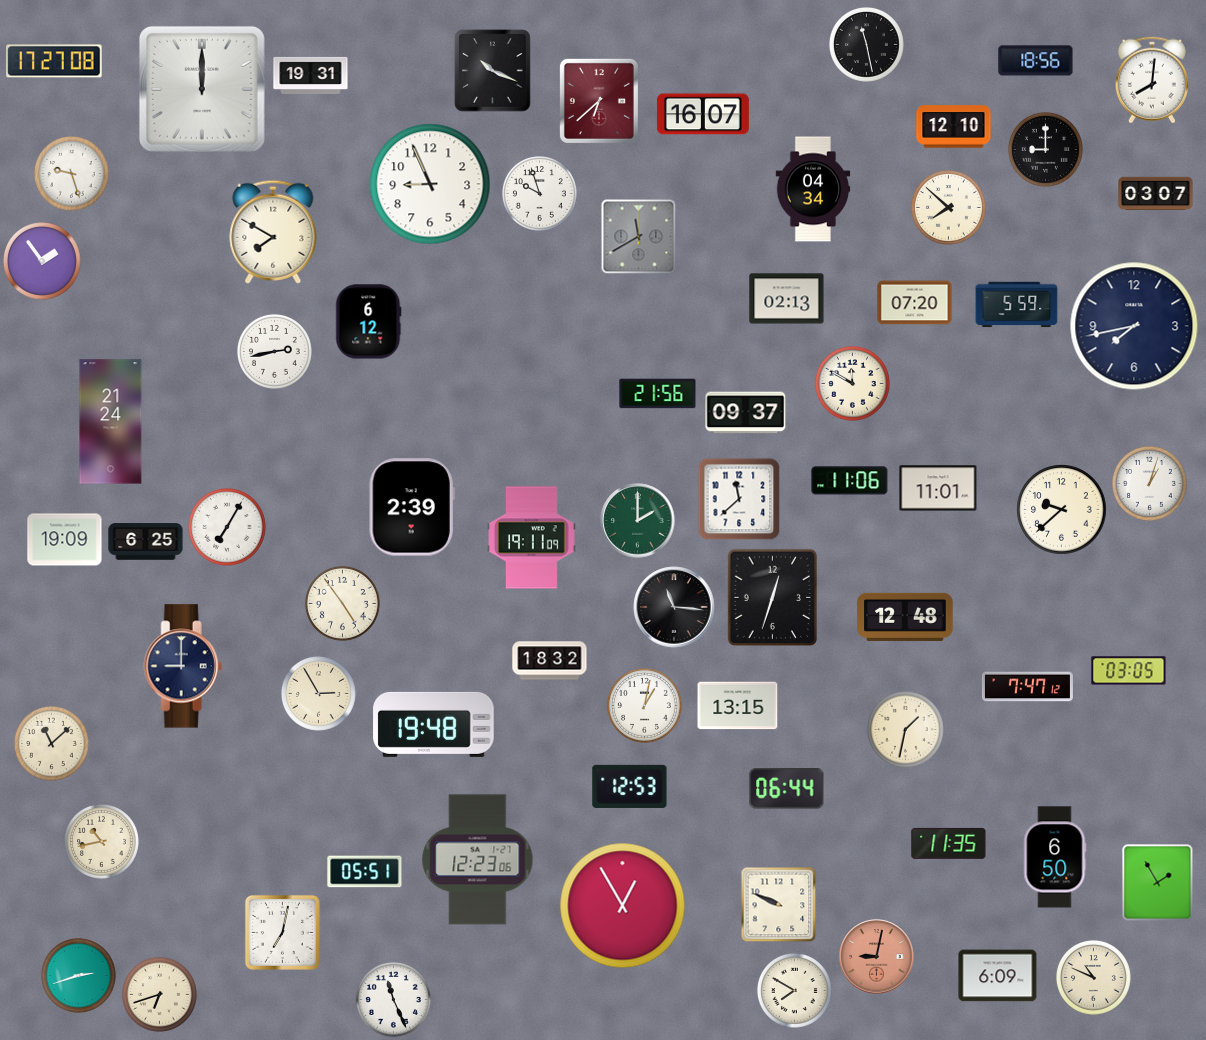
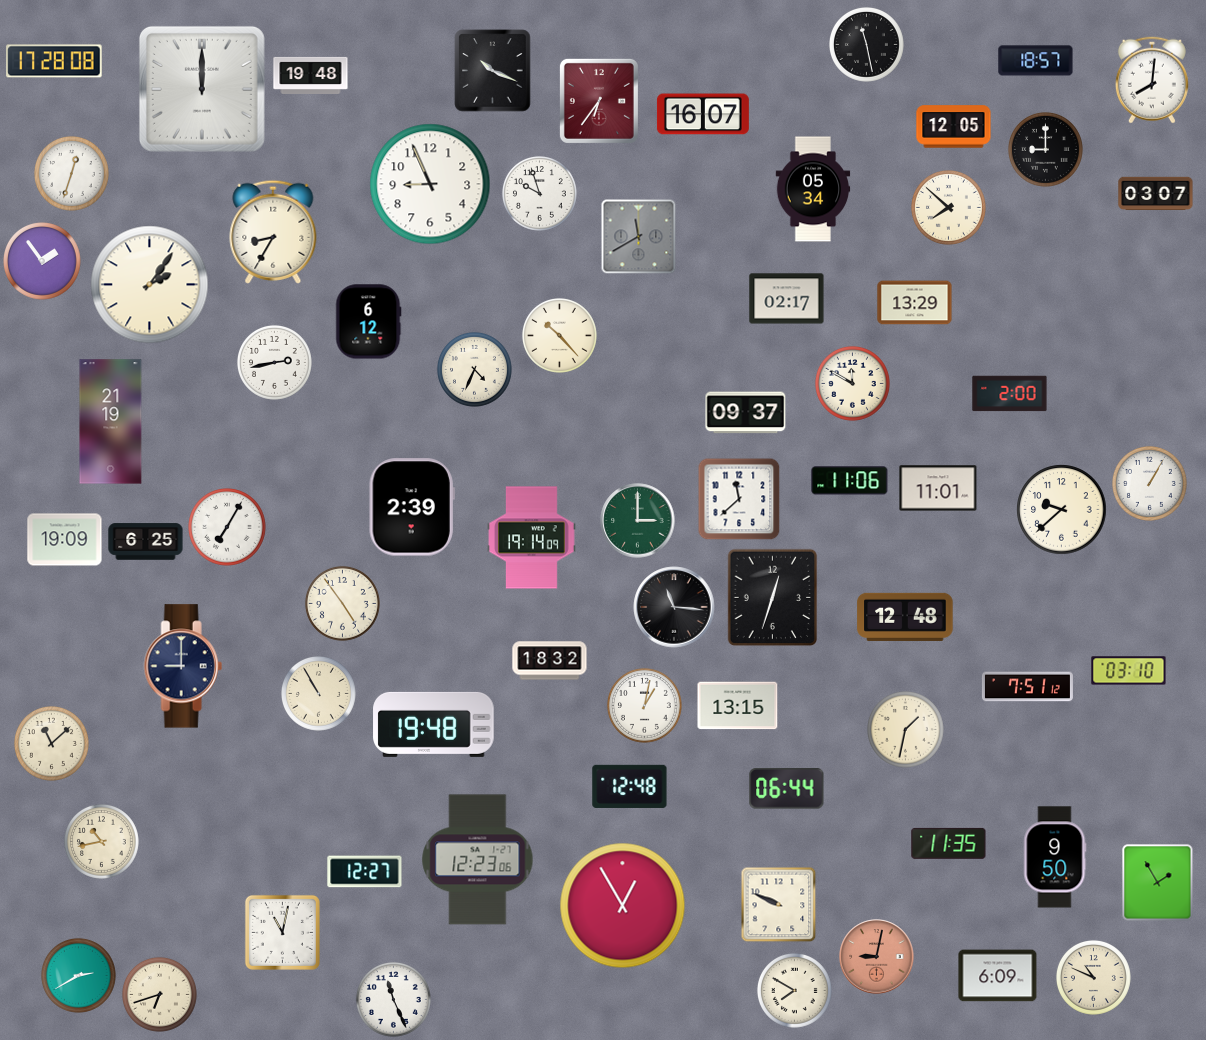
clock at (54, 61): 17:27 -> 17:28
clock at (1036, 61): 18:56 -> 18:57
clock at (311, 75): 19:31 -> 19:48
clock at (599, 101): 6:38 -> 6:36
clock at (954, 127): 12:10 -> 12:05
clock at (71, 173): 9:27 -> 12:33
clock at (813, 189): 04:34 -> 05:34
clock at (273, 232): 7:50 -> 8:35
clock at (150, 285): none -> 2:06
clock at (787, 299): 02:13 -> 02:17
clock at (915, 303): 07:20 -> 13:29
clock at (1017, 305): 5:59 -> none
clock at (1134, 326): 7:43 -> none
clock at (559, 335): none -> 10:23
clock at (274, 351) position: (274, 351) -> (274, 362)
clock at (474, 369): none -> 4:34
clock at (658, 394): 21:56 -> none
clock at (1010, 394): none -> 2:00
clock at (111, 422): 21:24 -> 21:19
clock at (1149, 483): 1:03 -> 1:05
clock at (638, 521): 2:00 -> 3:00
clock at (532, 538): 19:11 -> 19:14
clock at (1129, 671): 03:05 -> 03:10
clock at (1027, 687): 7:47 -> 7:51
clock at (318, 693): 2:55 -> 10:55
clock at (630, 786): 12:53 -> 12:48
clock at (1055, 857): 6:50 -> 9:50
clock at (365, 872): 05:51 -> 12:27
clock at (282, 932): 7:02 -> 11:02
clock at (78, 975): 2:42 -> 2:40
